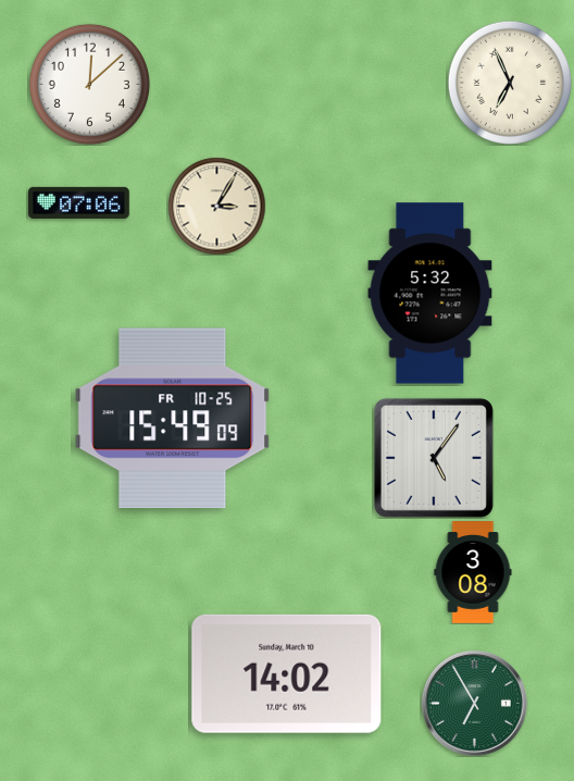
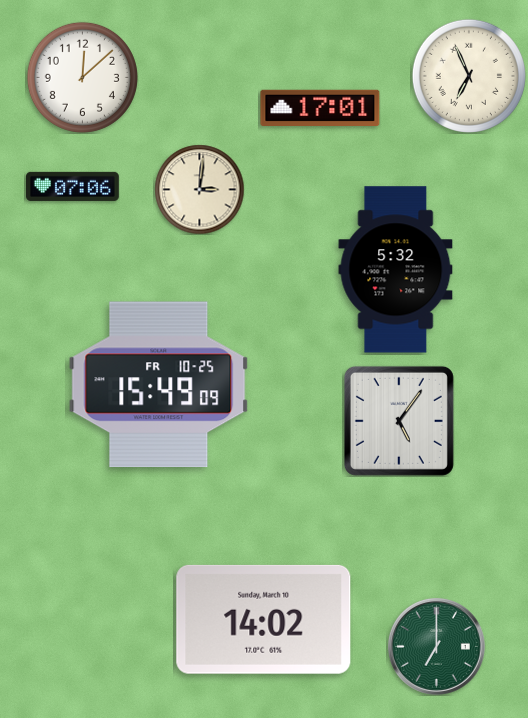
clock at (320, 107): none -> 17:01
clock at (216, 206): 3:05 -> 3:01
clock at (473, 573): 3:08 -> none
clock at (474, 703): 6:55 -> 7:00
